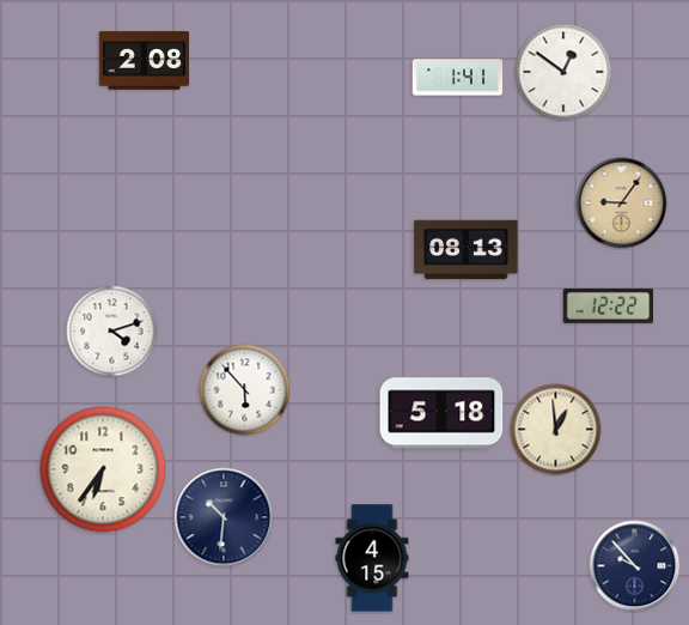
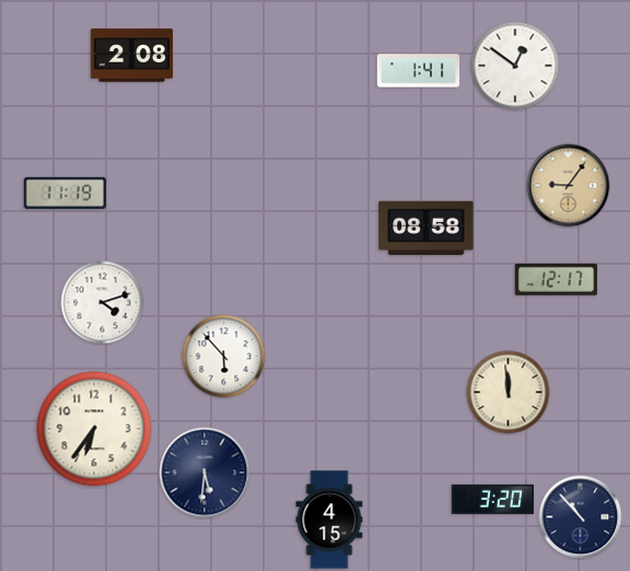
clock at (66, 193): none -> 11:19
clock at (467, 250): 08:13 -> 08:58
clock at (609, 305): 12:22 -> 12:17
clock at (441, 413): 5:18 -> none
clock at (556, 430): 12:59 -> 11:59
clock at (224, 517): 10:31 -> 5:31
clock at (492, 499): none -> 3:20
clock at (372, 558) position: (372, 558) -> (329, 520)
clock at (635, 566): 9:53 -> 10:53
